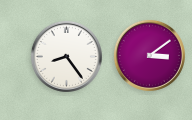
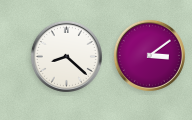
clock at (66, 56): 8:24 -> 8:22
